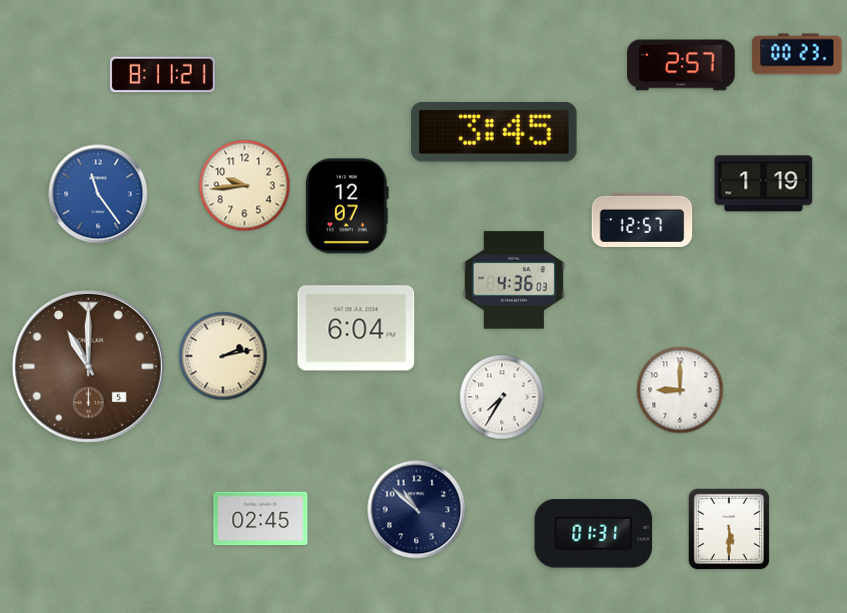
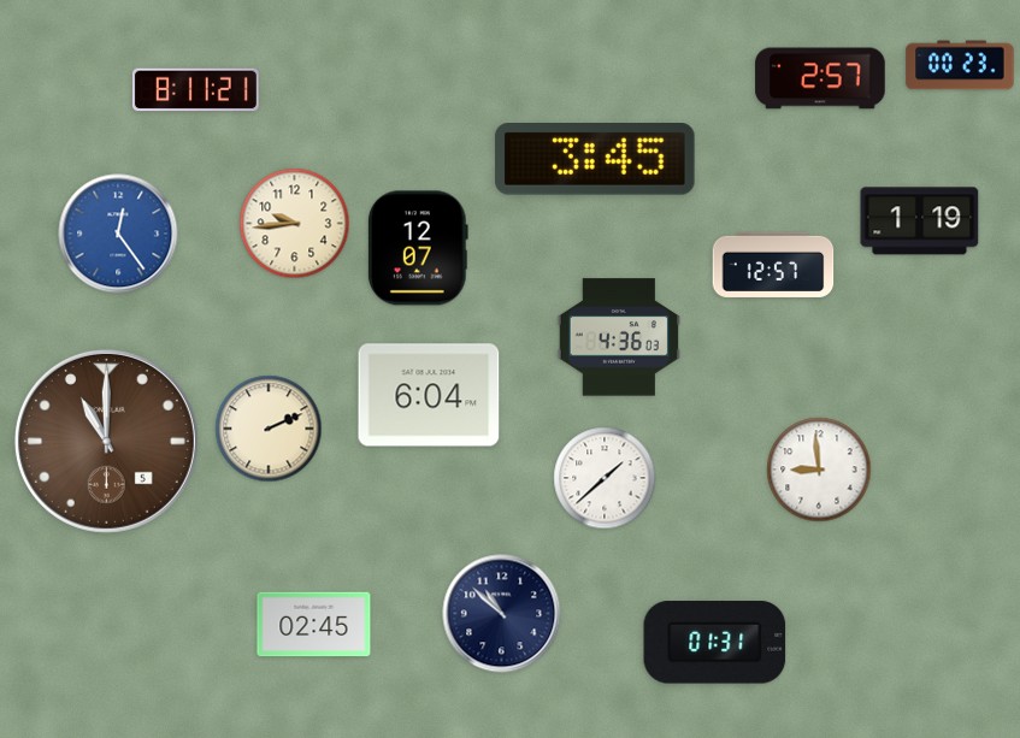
clock at (98, 194): 11:24 -> 12:24
clock at (223, 356): 2:13 -> 2:11
clock at (680, 390): 9:00 -> 8:59
clock at (502, 397): 7:35 -> 1:38
clock at (728, 528): 5:30 -> none
